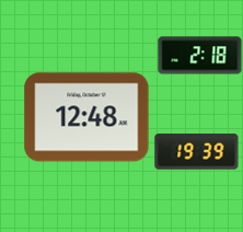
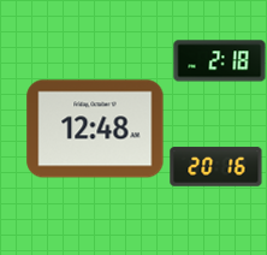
clock at (197, 152): 19:39 -> 20:16
